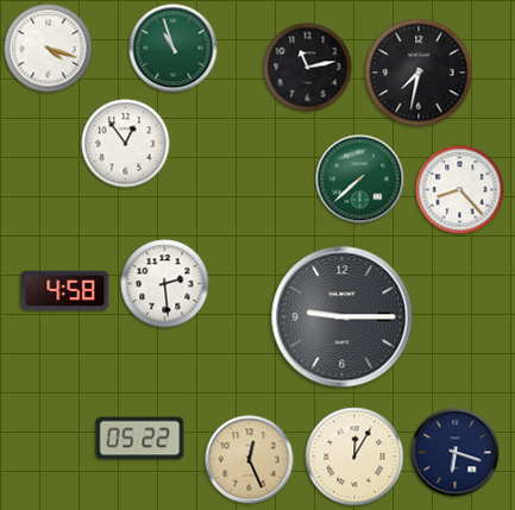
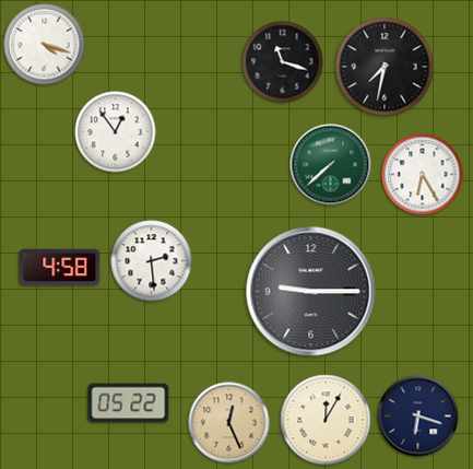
clock at (174, 49): 10:57 -> none
clock at (308, 68): 11:13 -> 11:18
clock at (460, 190): 8:23 -> 6:25
clock at (343, 317) position: (343, 317) -> (311, 292)
